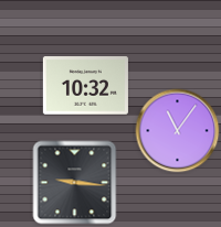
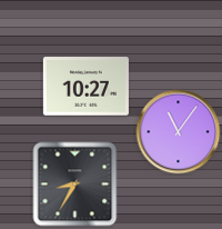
clock at (85, 86): 10:32 -> 10:27
clock at (75, 183): 9:16 -> 8:35
